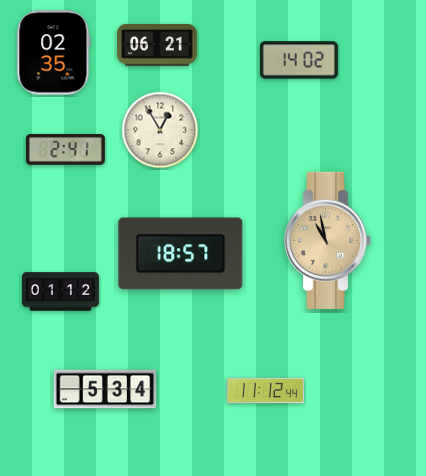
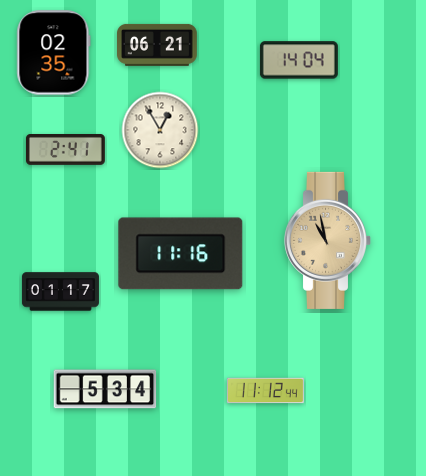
clock at (299, 60): 14:02 -> 14:04
clock at (181, 254): 18:57 -> 11:16
clock at (60, 292): 01:12 -> 01:17
